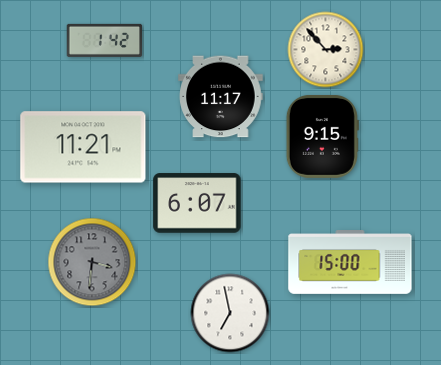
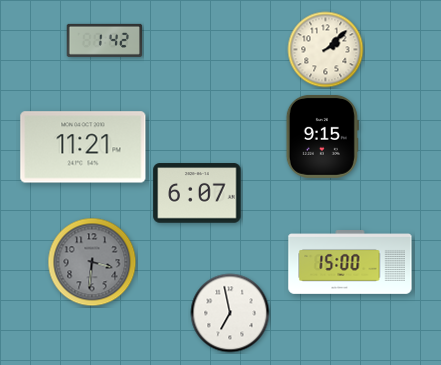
clock at (326, 50): 2:53 -> 2:08
clock at (221, 97): 11:17 -> none
clock at (197, 203) position: (197, 203) -> (197, 193)
